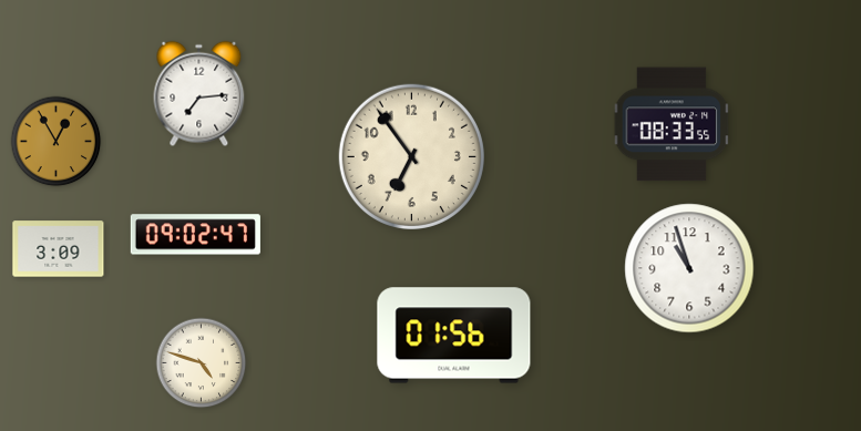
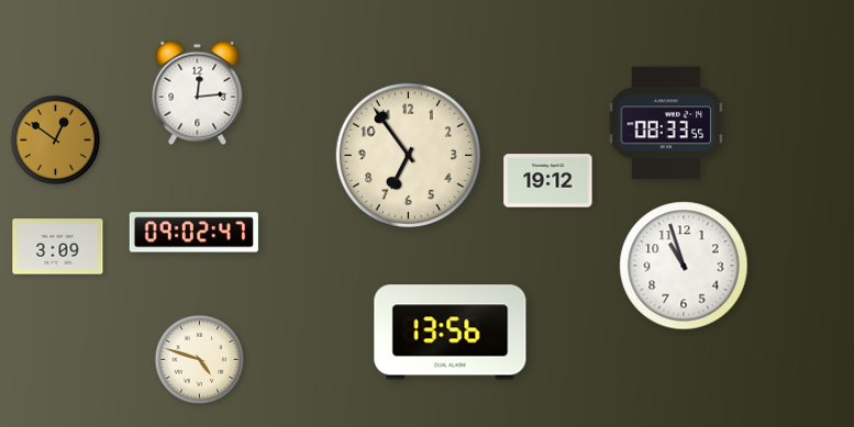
clock at (199, 94): 7:14 -> 12:14
clock at (57, 142): 12:55 -> 12:51
clock at (548, 181): none -> 19:12
clock at (454, 336): 01:56 -> 13:56
